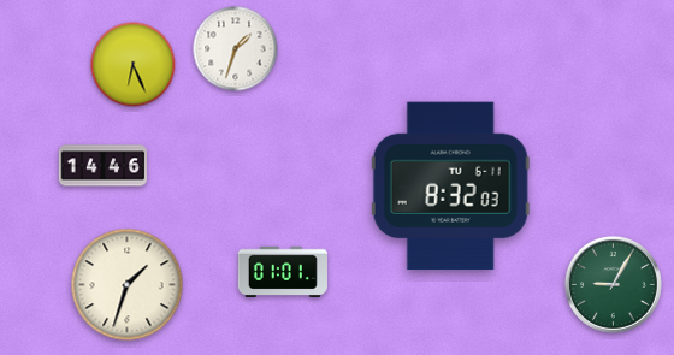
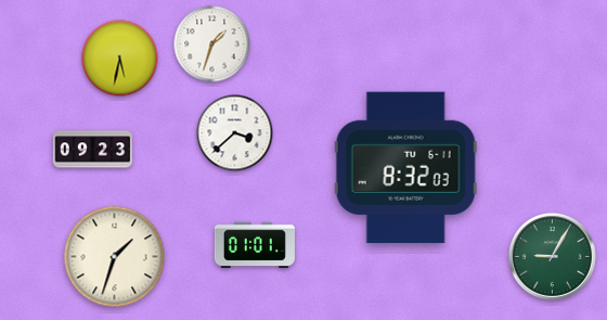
clock at (134, 65): 6:26 -> 5:32
clock at (235, 133): none -> 3:38
clock at (102, 166): 14:46 -> 09:23
